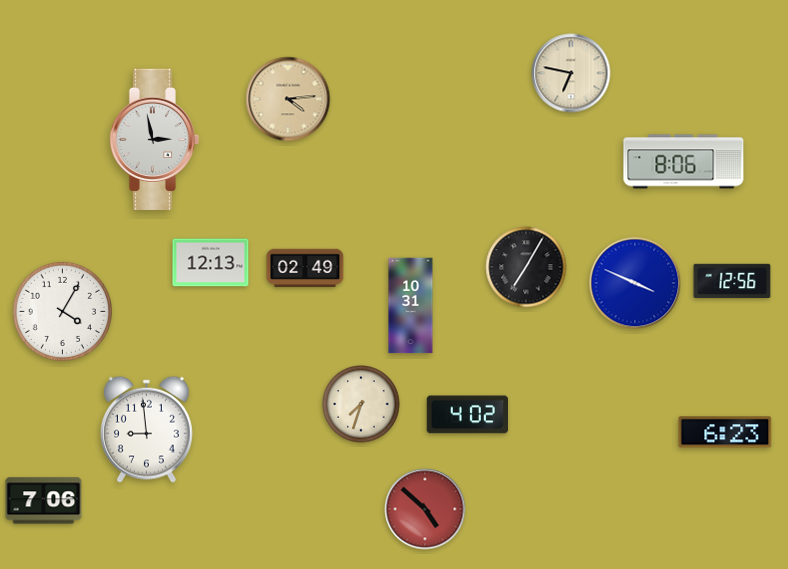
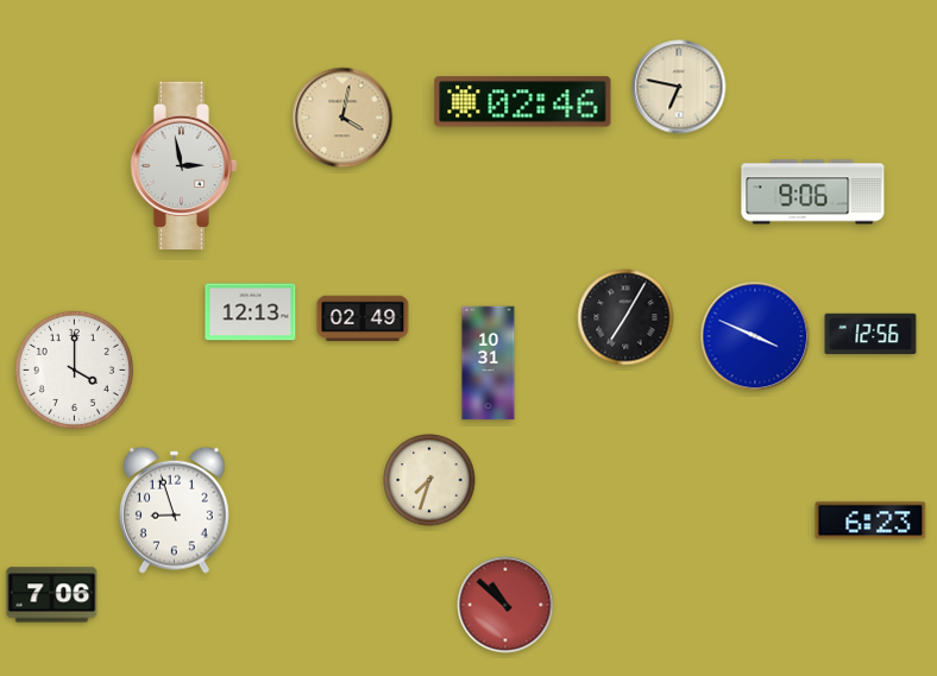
clock at (523, 102): none -> 02:46
clock at (288, 99): 4:14 -> 4:02
clock at (684, 162): 8:06 -> 9:06
clock at (62, 311): 4:05 -> 4:00
clock at (467, 415): 4:02 -> none
clock at (146, 429): 8:59 -> 8:57
clock at (725, 432) position: (725, 432) -> (870, 520)
clock at (425, 509): 4:52 -> 10:52
